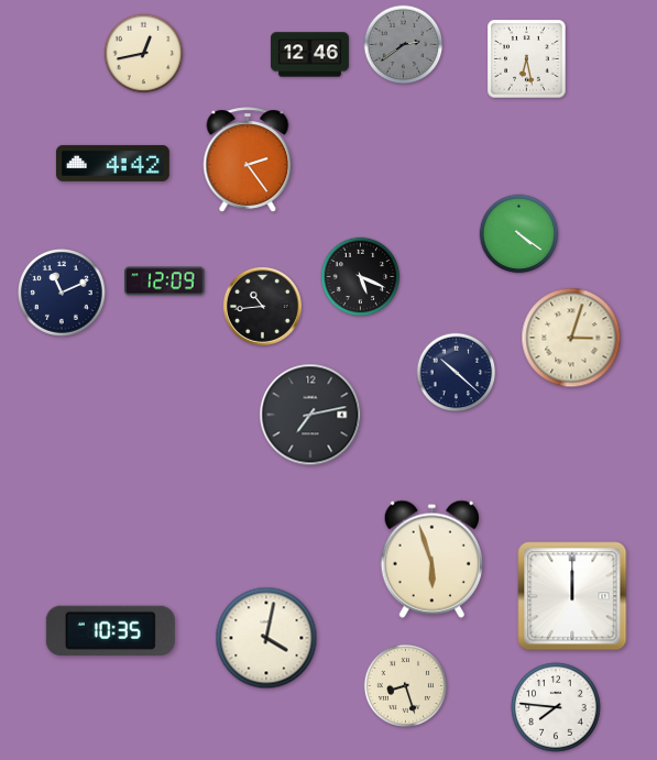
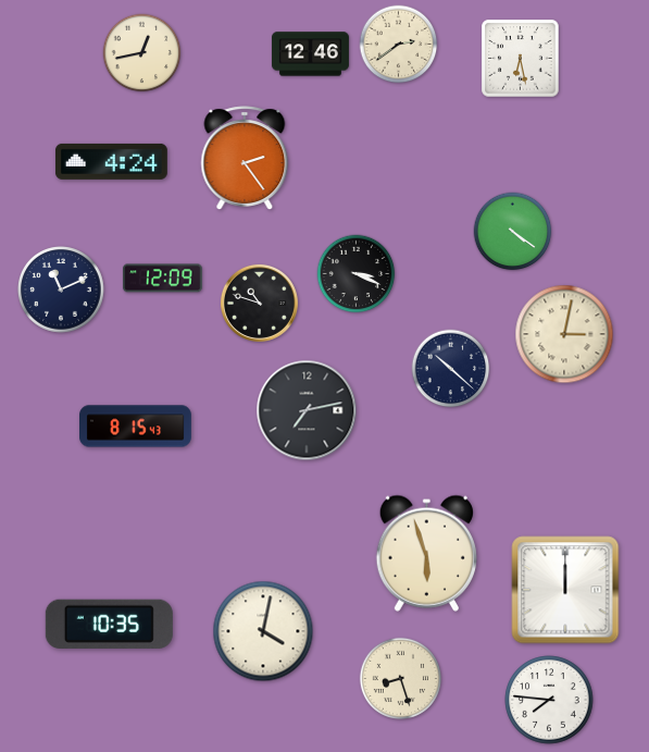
clock at (404, 45) dial: grey -> cream
clock at (309, 55) position: (309, 55) -> (310, 54)
clock at (112, 163): 4:42 -> 4:24
clock at (361, 277): 5:19 -> 3:19
clock at (262, 306): 10:44 -> 10:48
clock at (571, 338): 3:03 -> 3:02
clock at (136, 427): none -> 8:15
